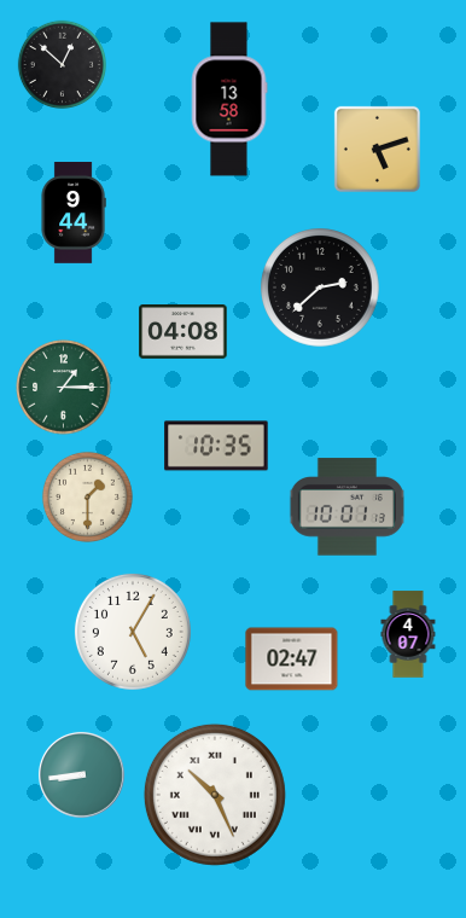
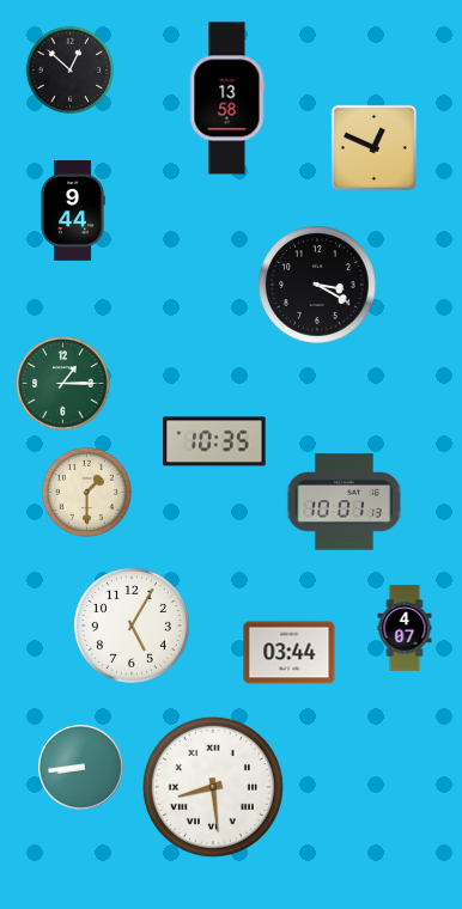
clock at (62, 64) position: (62, 64) -> (69, 69)
clock at (377, 149): 5:12 -> 12:49
clock at (321, 289): 2:38 -> 3:20
clock at (184, 332): 04:08 -> none
clock at (292, 660): 02:47 -> 03:44
clock at (215, 795): 10:26 -> 8:29
